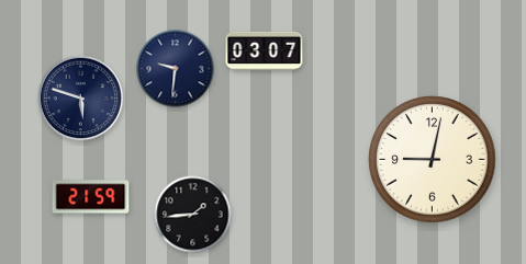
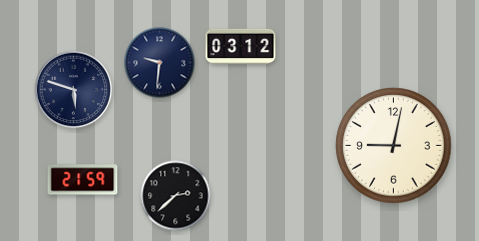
clock at (265, 51): 03:07 -> 03:12
clock at (193, 215): 1:44 -> 2:38
